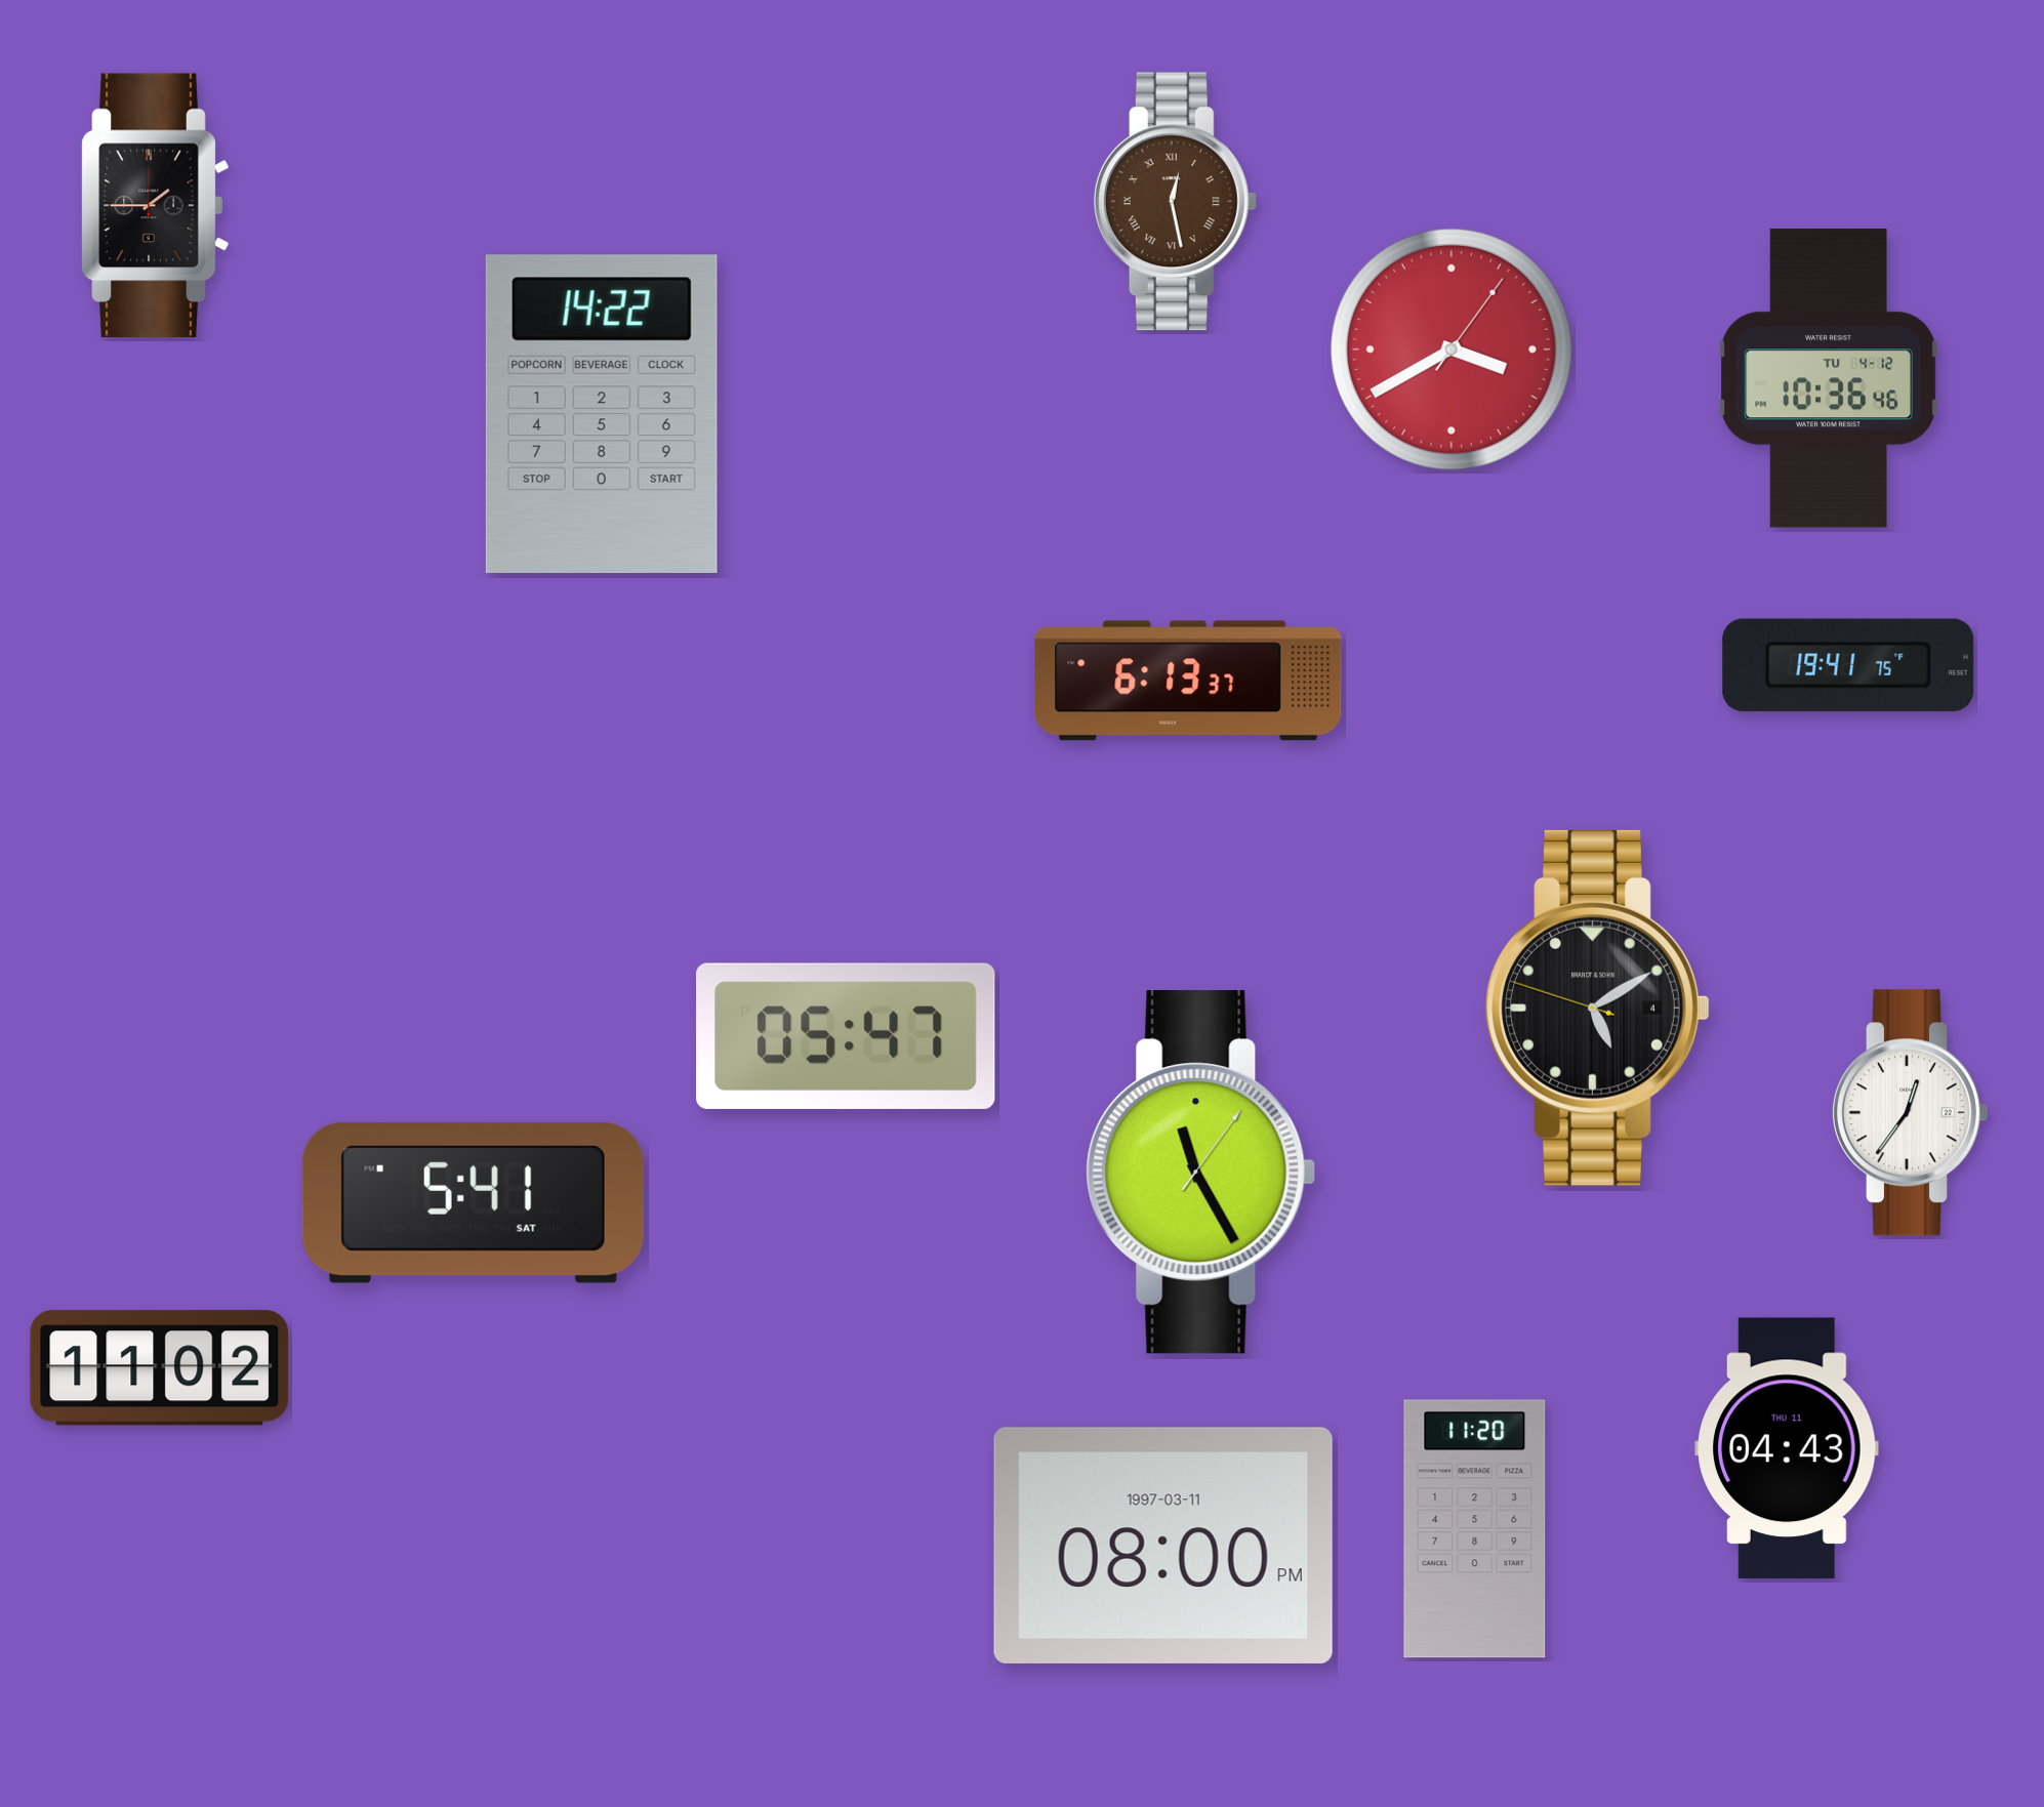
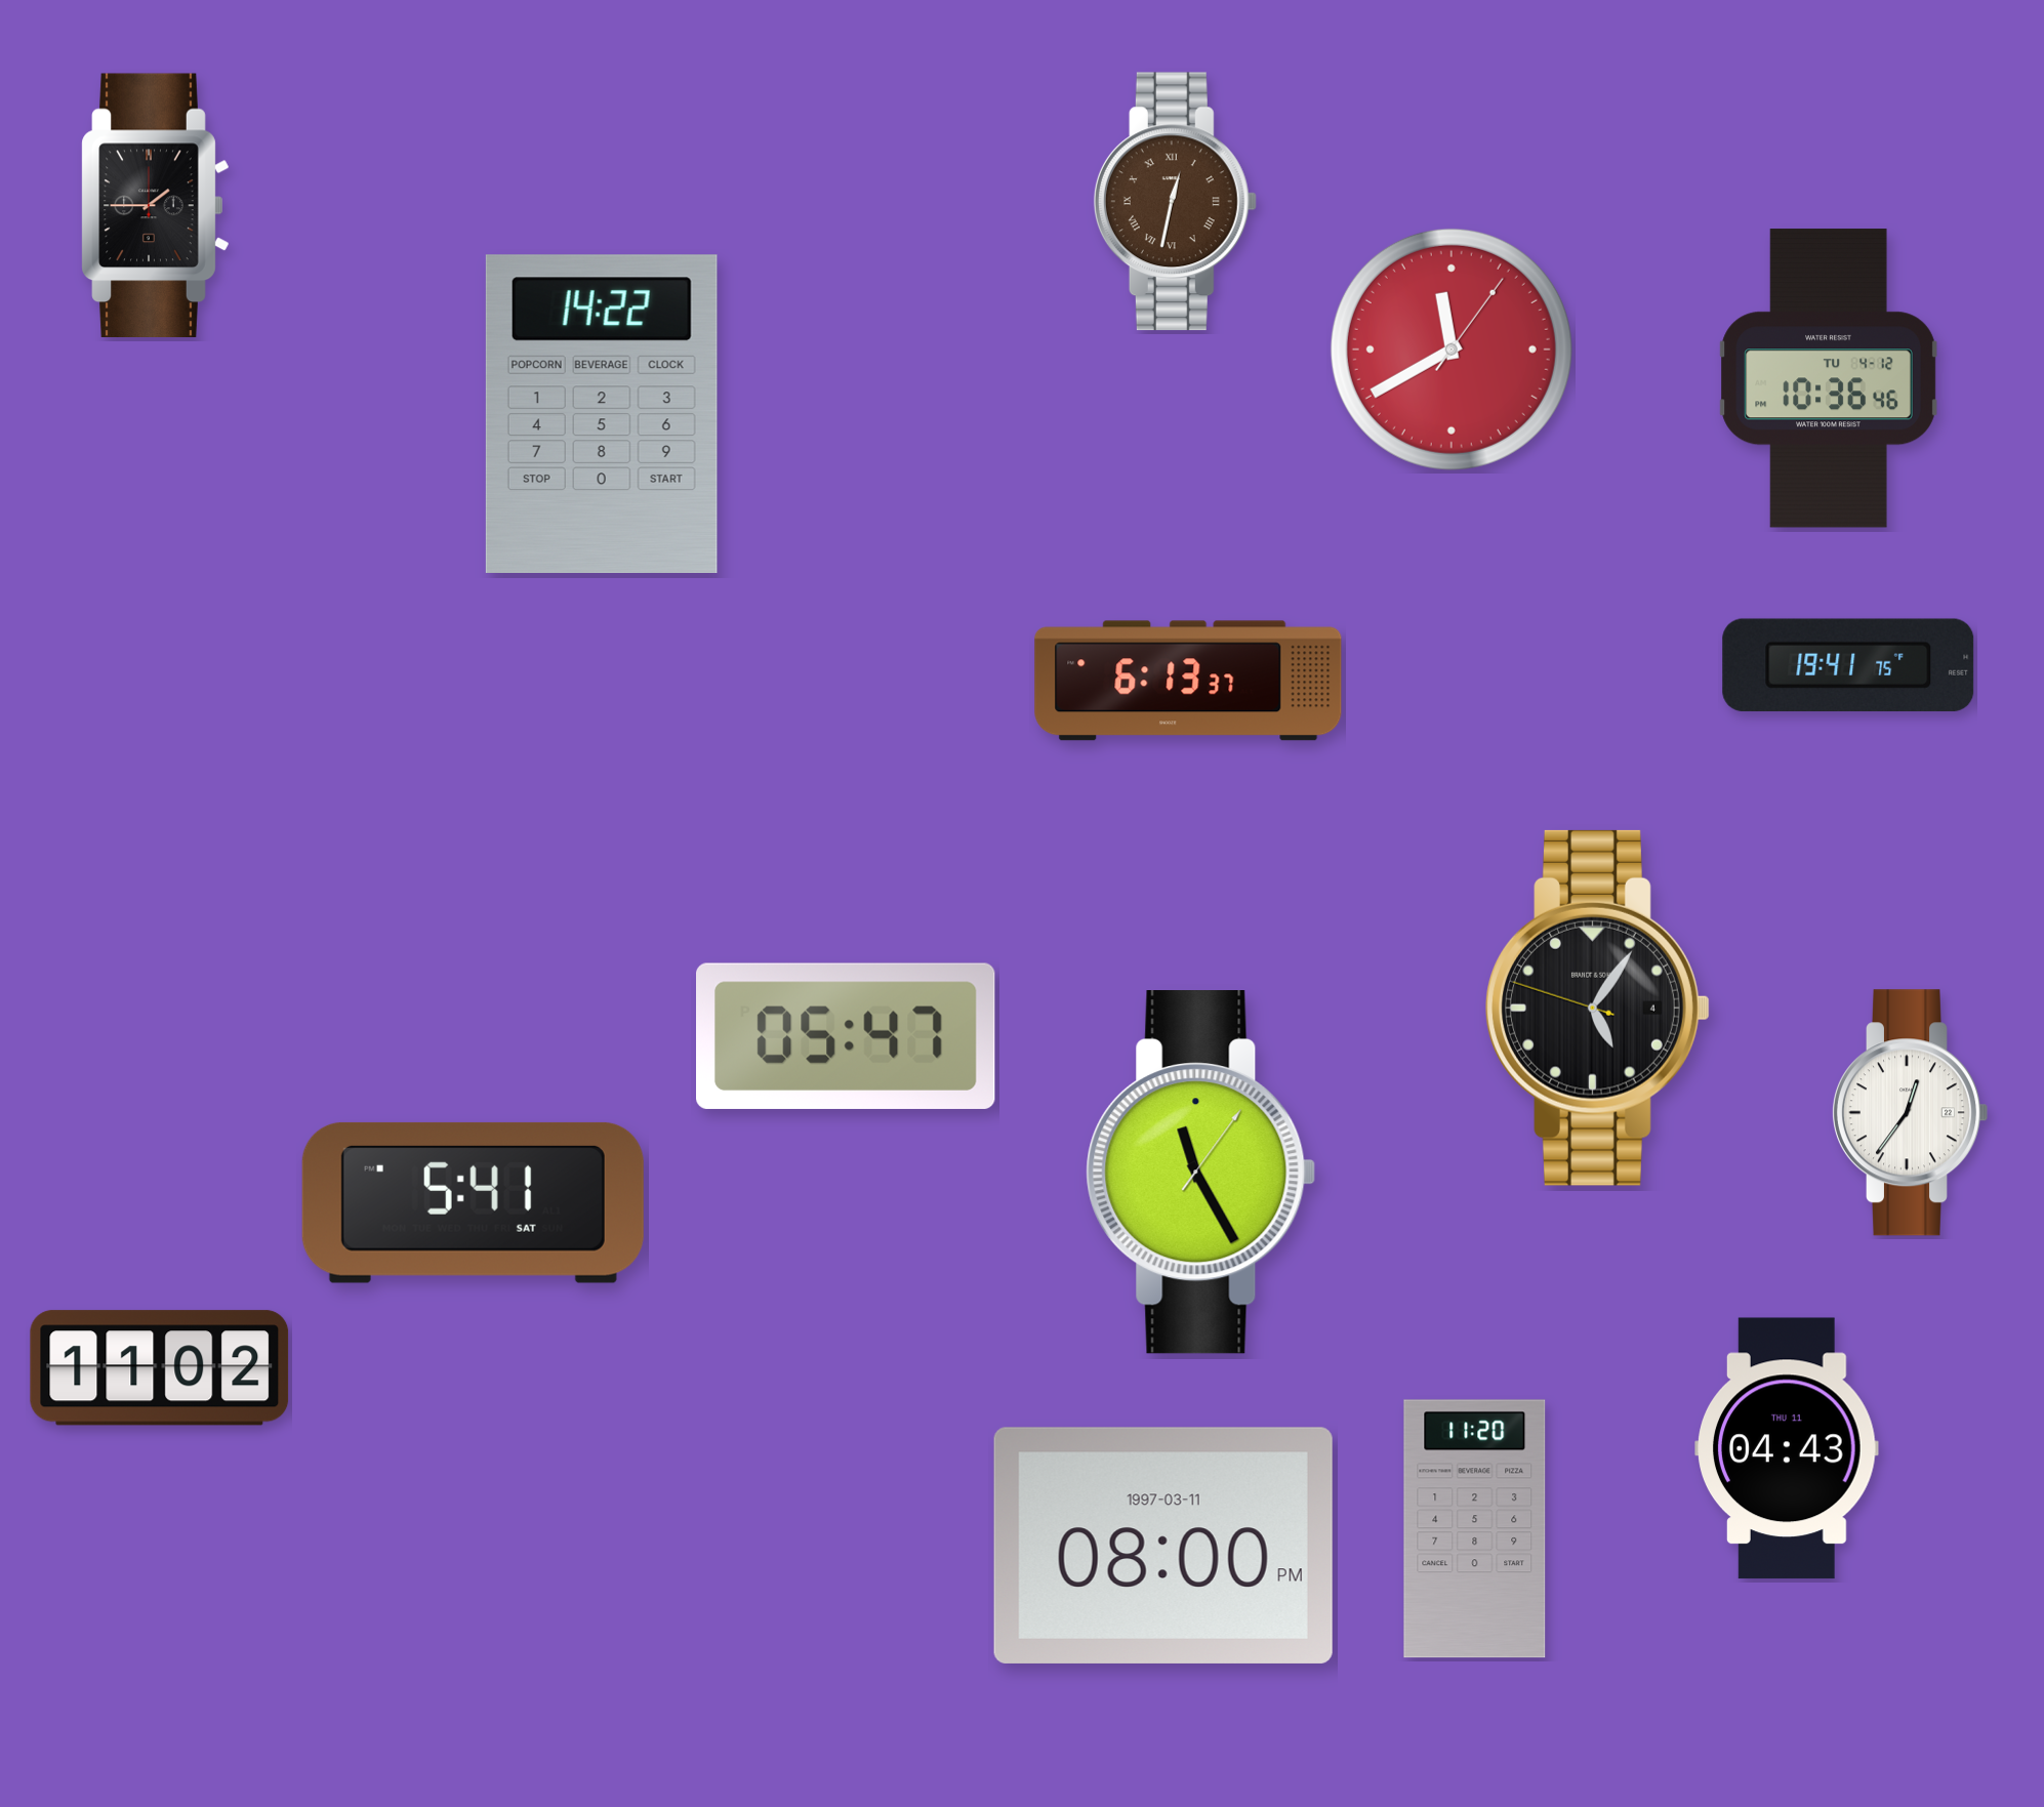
clock at (1175, 202): 12:28 -> 12:32
clock at (1452, 350): 3:40 -> 11:40
clock at (1598, 1008): 5:09 -> 5:05
